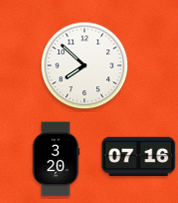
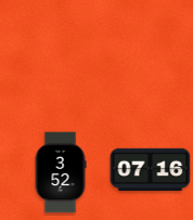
clock at (85, 66): 7:52 -> none
clock at (56, 159): 3:20 -> 3:52
